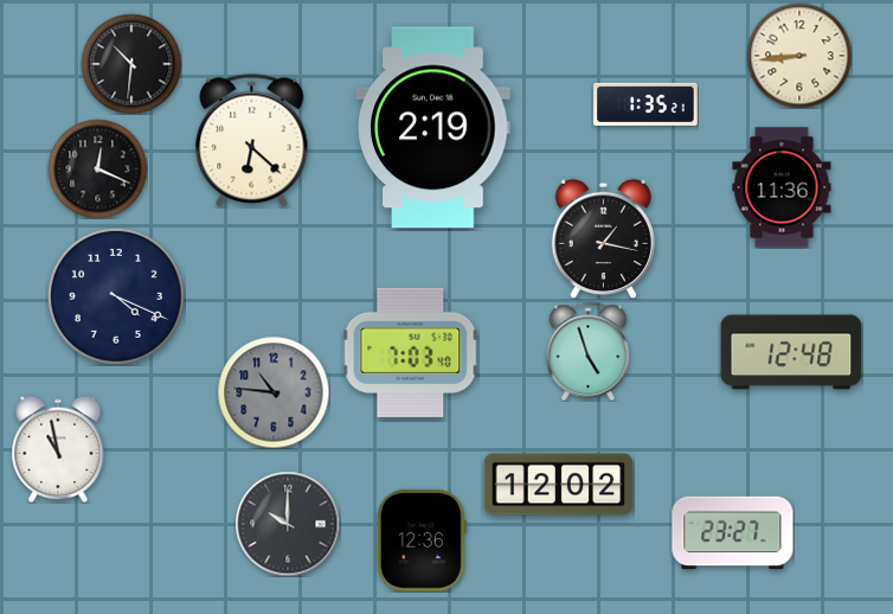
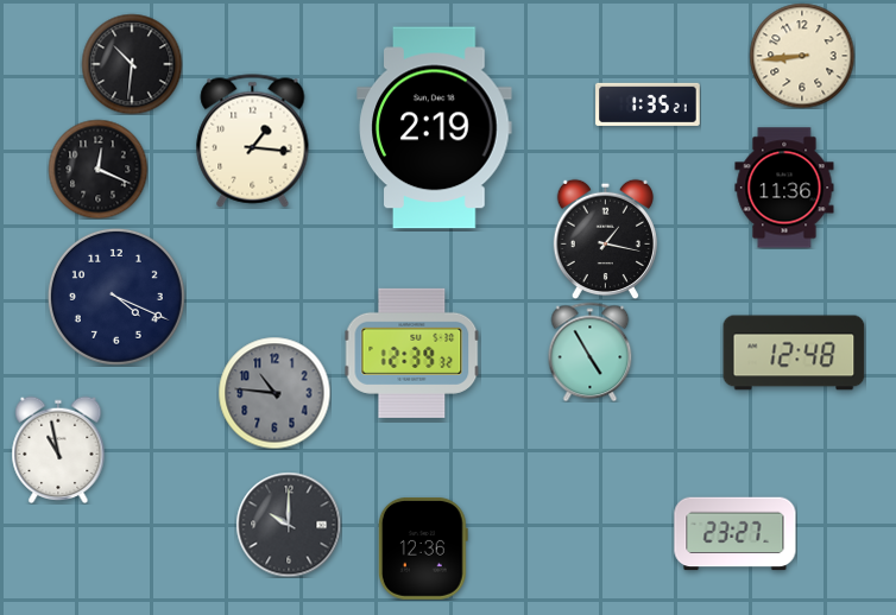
clock at (252, 141): 6:22 -> 1:16
clock at (589, 351): 4:57 -> 4:55
clock at (410, 352): 7:03 -> 12:39
clock at (559, 485): 12:02 -> none
clock at (422, 541) position: (422, 541) -> (423, 549)
